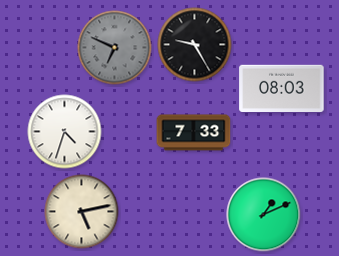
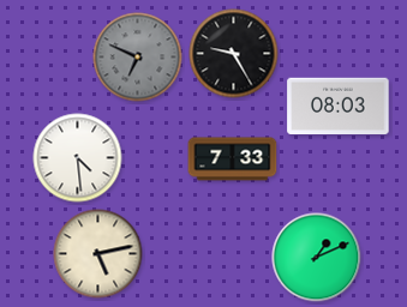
clock at (65, 132): 4:33 -> 4:29
